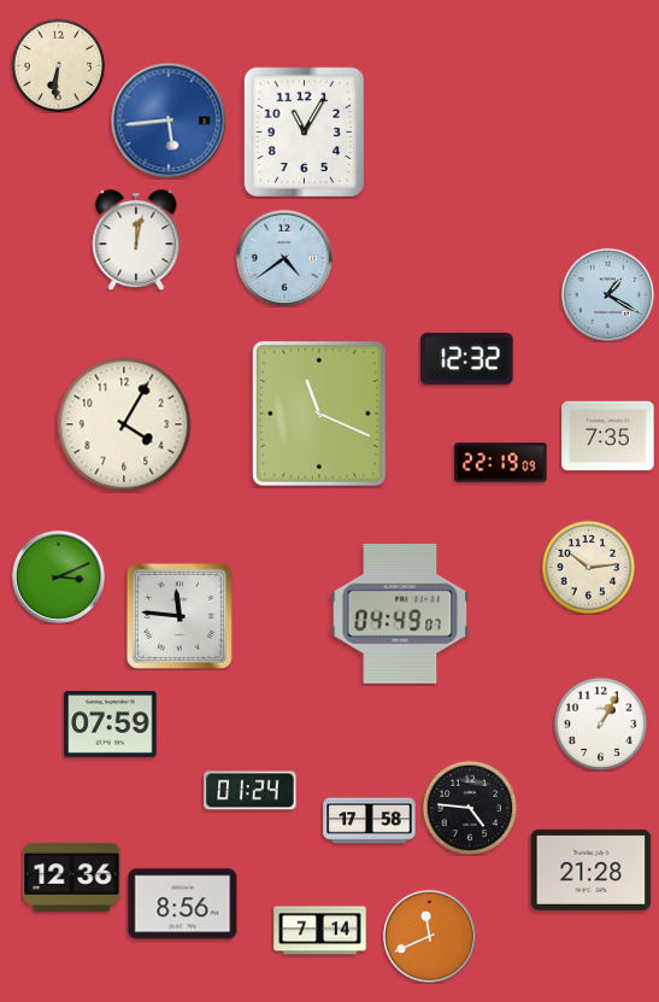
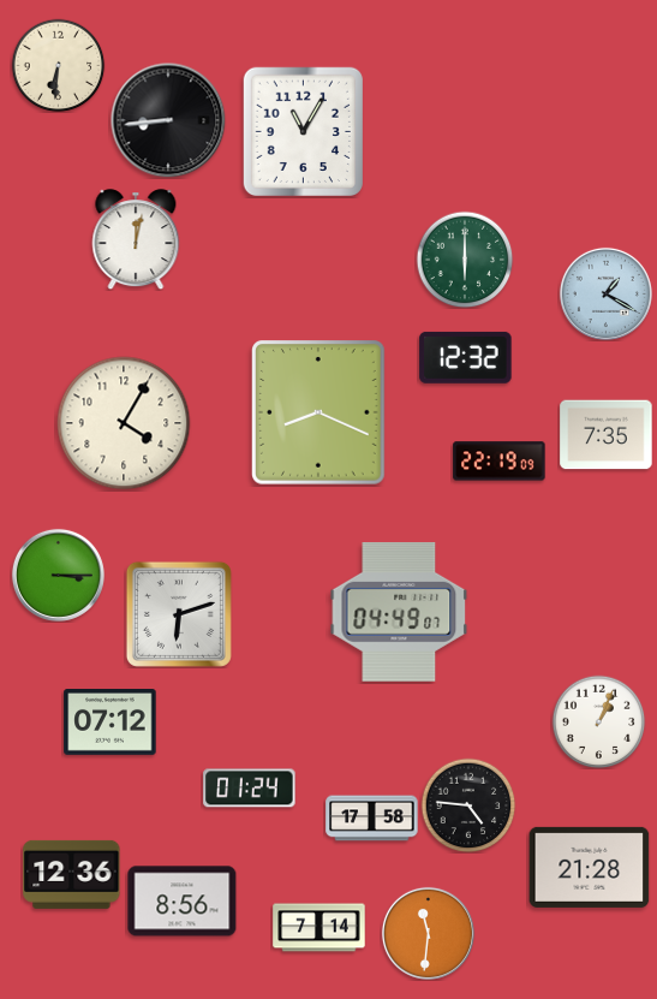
clock at (169, 121): 5:44 -> 8:44
clock at (169, 121) dial: blue -> black
clock at (283, 257): 4:39 -> none
clock at (465, 260): none -> 6:00
clock at (320, 415): 11:19 -> 8:19
clock at (588, 567): 10:14 -> none
clock at (58, 576): 3:11 -> 3:15
clock at (180, 616): 11:46 -> 6:12
clock at (600, 723): 1:05 -> 1:04
clock at (111, 725): 07:59 -> 07:12
clock at (370, 821) position: (370, 821) -> (372, 819)
clock at (429, 936): 11:41 -> 11:31
